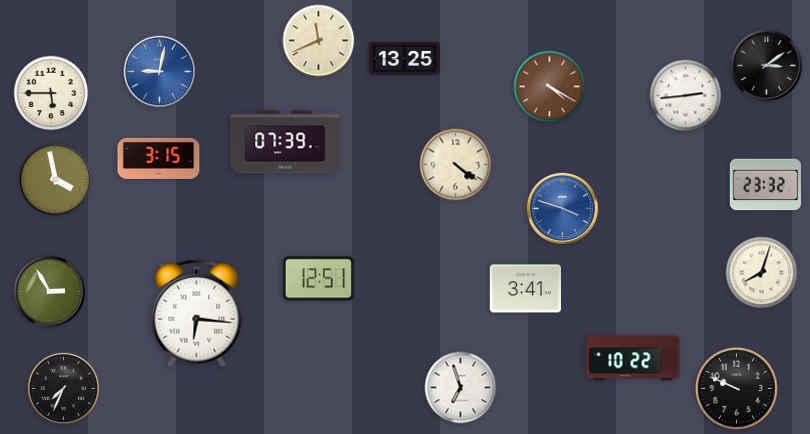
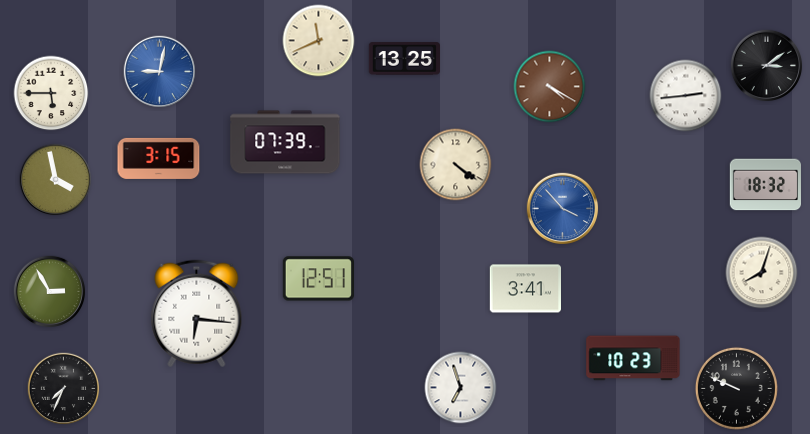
clock at (765, 185): 23:32 -> 18:32
clock at (563, 209): 3:48 -> 3:53
clock at (633, 358): 10:22 -> 10:23
